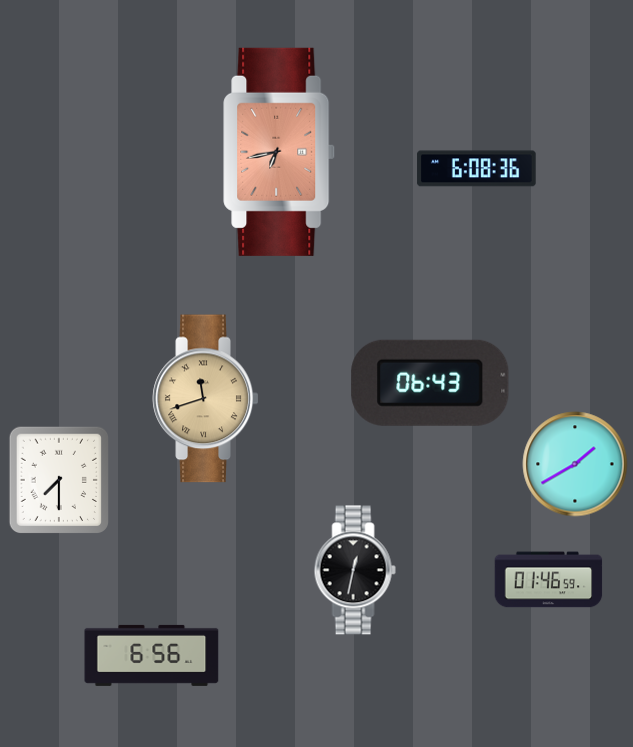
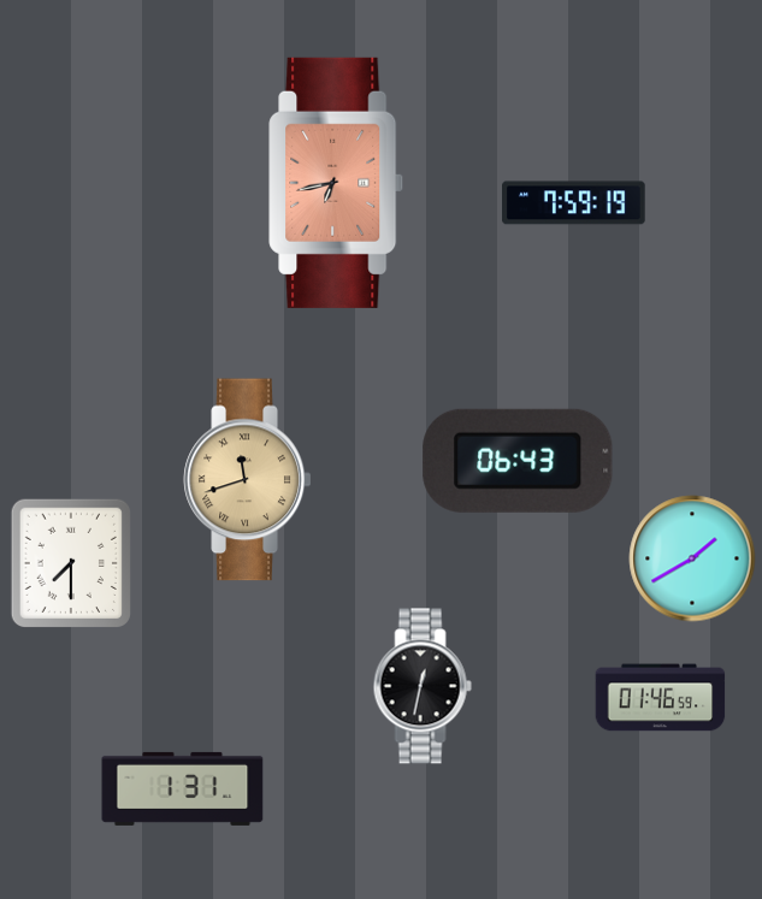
clock at (477, 169): 6:08 -> 7:59
clock at (58, 480) position: (58, 480) -> (70, 563)
clock at (355, 570) position: (355, 570) -> (423, 686)
clock at (152, 655): 6:56 -> 1:31
